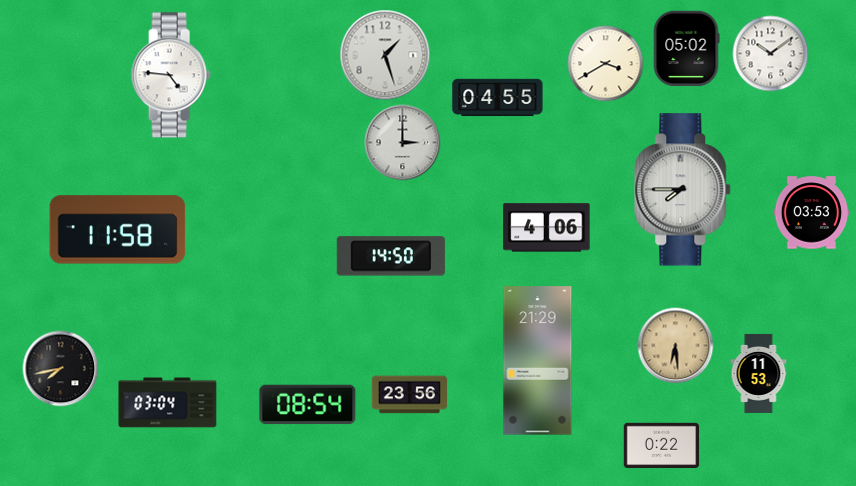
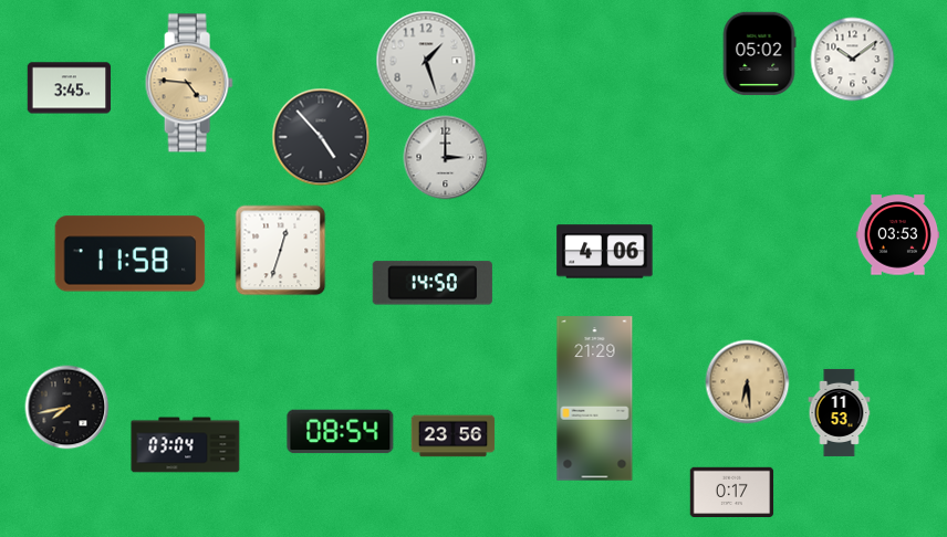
clock at (606, 64): 3:40 -> none
clock at (171, 75) dial: white -> champagne
clock at (70, 88): none -> 3:45
clock at (498, 98): 04:55 -> none
clock at (321, 137): none -> 4:53
clock at (683, 190): 7:45 -> none
clock at (281, 251): none -> 12:33
clock at (308, 405) position: (308, 405) -> (341, 432)
clock at (662, 445): 0:22 -> 0:17
